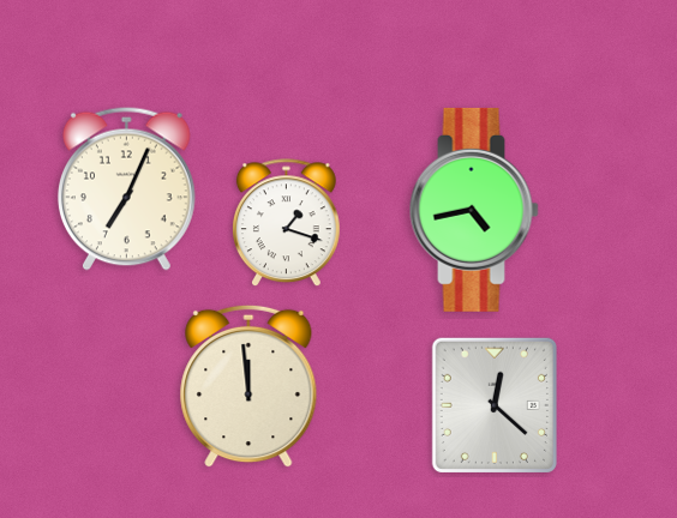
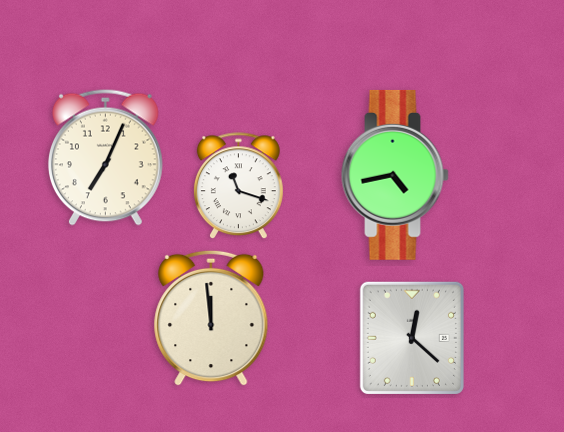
clock at (286, 223): 1:18 -> 11:18
clock at (248, 386) position: (248, 386) -> (211, 318)
